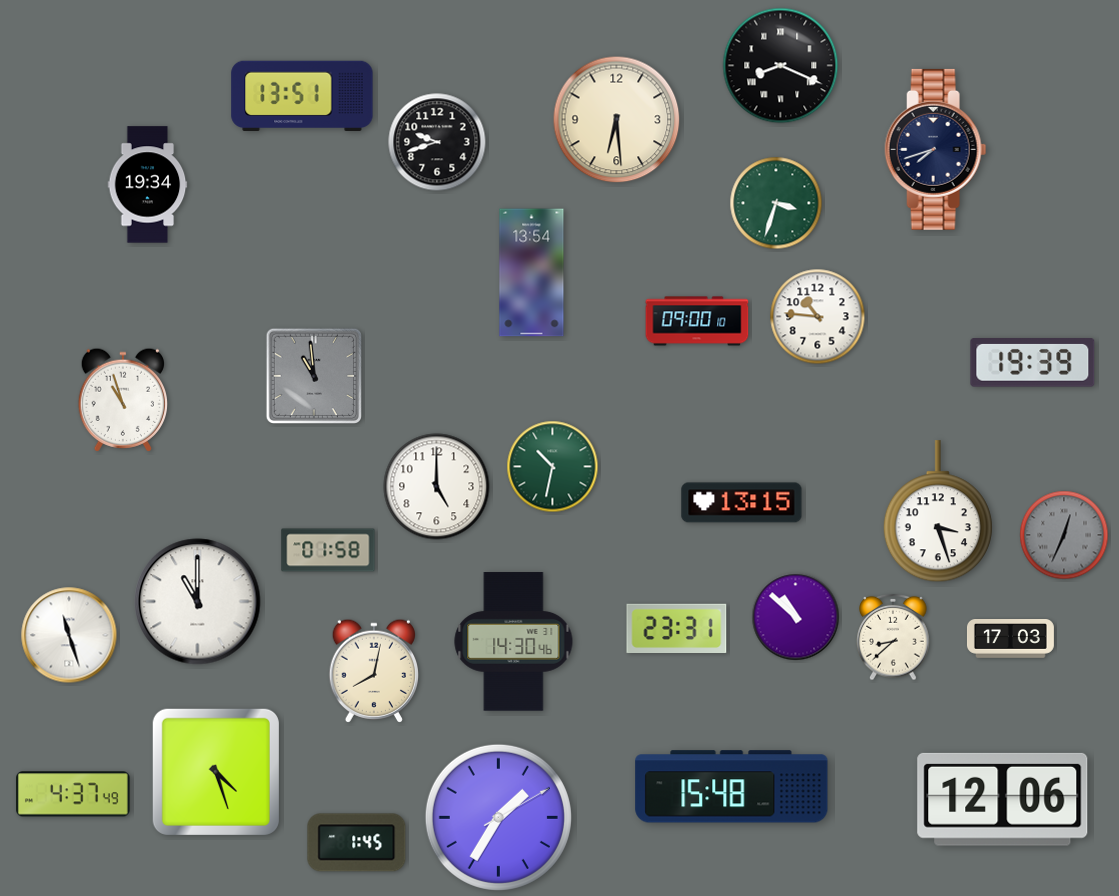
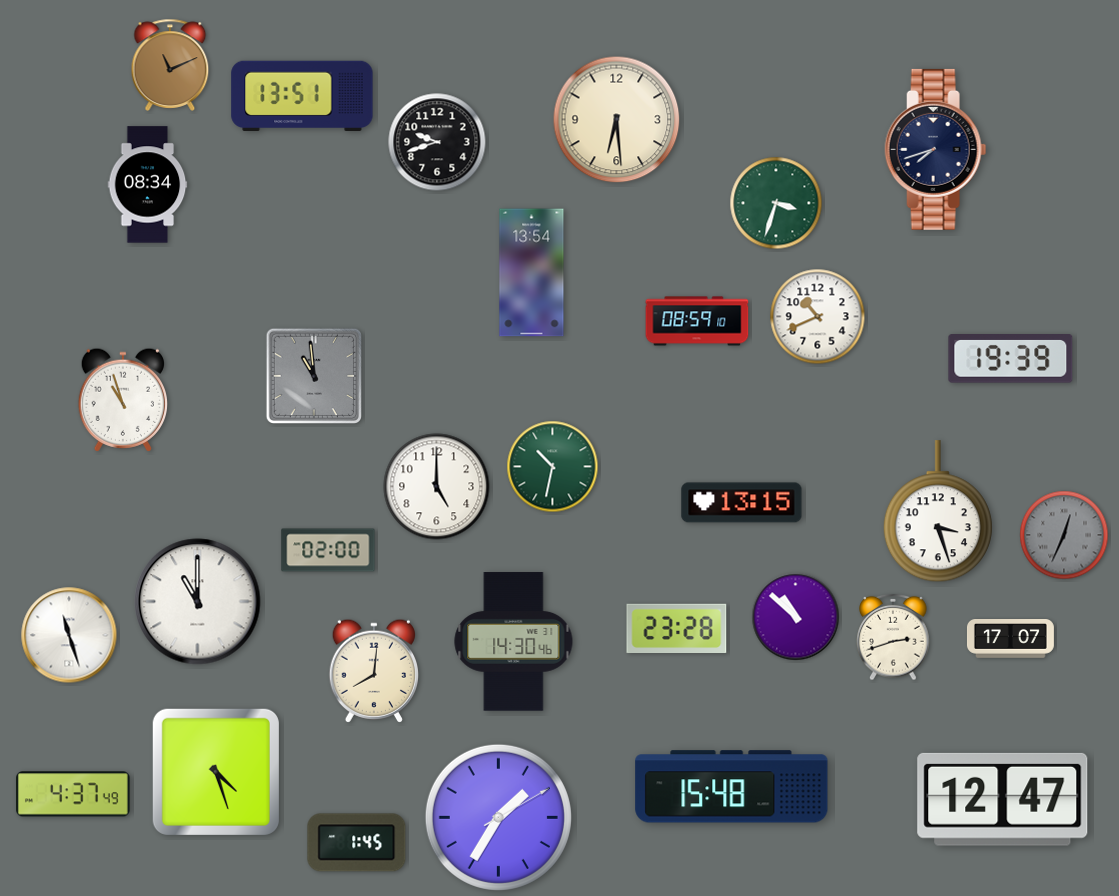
clock at (170, 65): none -> 11:11
clock at (781, 66): 8:19 -> none
clock at (148, 185): 19:34 -> 08:34
clock at (818, 317): 10:46 -> 10:41
clock at (697, 321): 09:00 -> 08:59
clock at (1033, 363) position: (1033, 363) -> (1011, 359)
clock at (328, 550): 01:58 -> 02:00
clock at (677, 629): 23:31 -> 23:28
clock at (893, 637): 8:38 -> 2:42
clock at (1010, 639): 17:03 -> 17:07
clock at (373, 671): 8:02 -> 8:01
clock at (1003, 799): 12:06 -> 12:47
